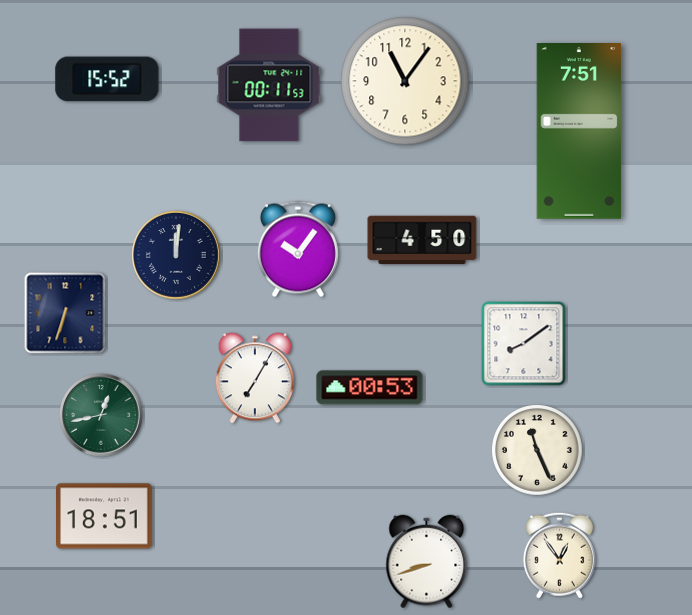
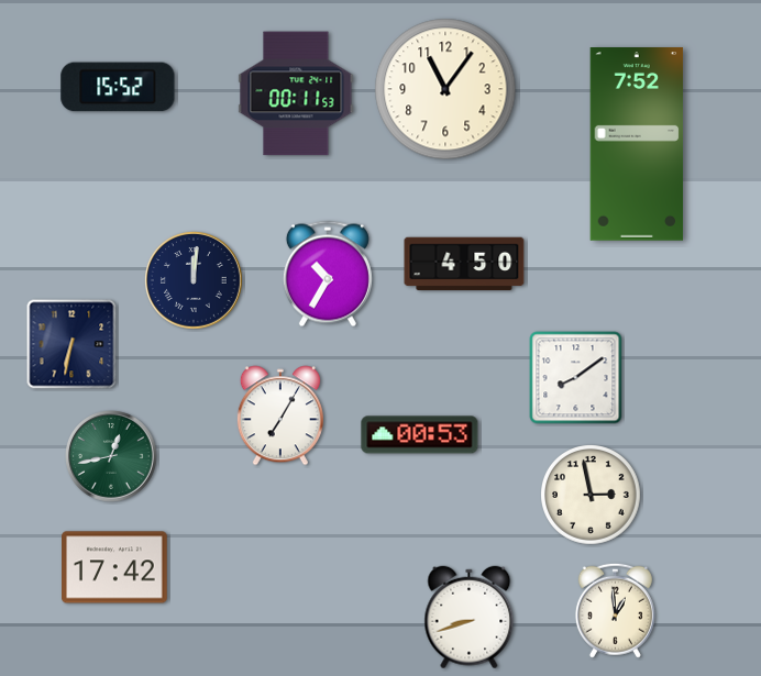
clock at (579, 132): 7:51 -> 7:52
clock at (298, 249): 10:06 -> 10:35
clock at (65, 313): 6:33 -> 6:32
clock at (370, 388) position: (370, 388) -> (420, 435)
clock at (538, 451): 11:26 -> 2:58
clock at (105, 516): 18:51 -> 17:42
clock at (559, 555): 12:54 -> 12:59
